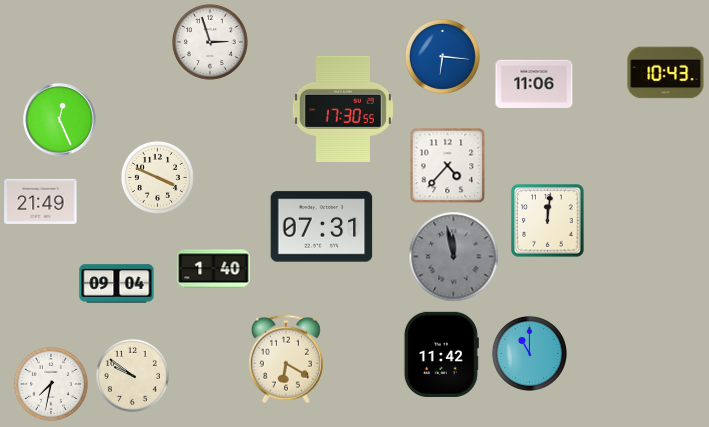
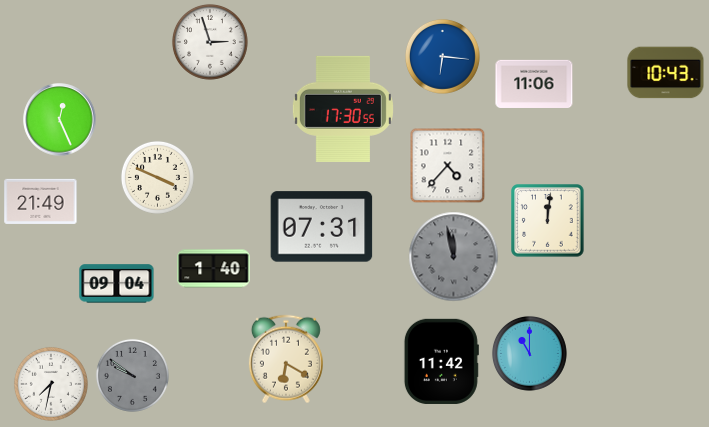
clock at (441, 354) position: (441, 354) -> (441, 361)
clock at (132, 375) dial: cream -> grey
